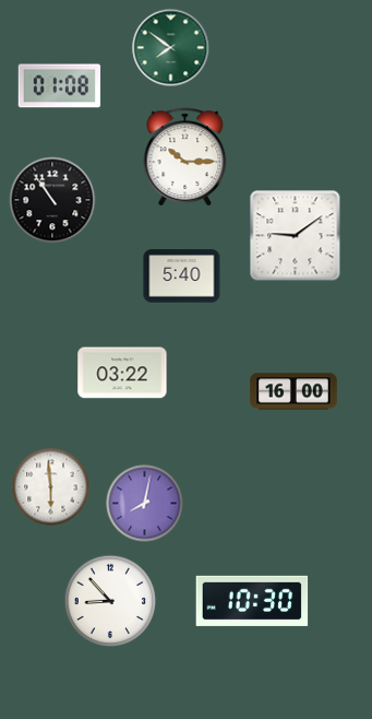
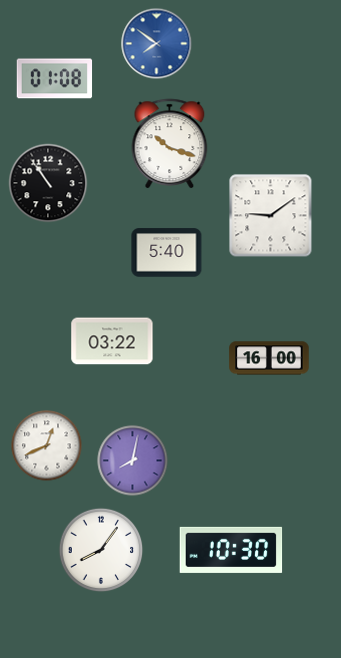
clock at (171, 48) dial: green -> blue
clock at (185, 157): 10:15 -> 10:18
clock at (51, 487): 5:59 -> 12:41
clock at (110, 601): 8:53 -> 8:06
